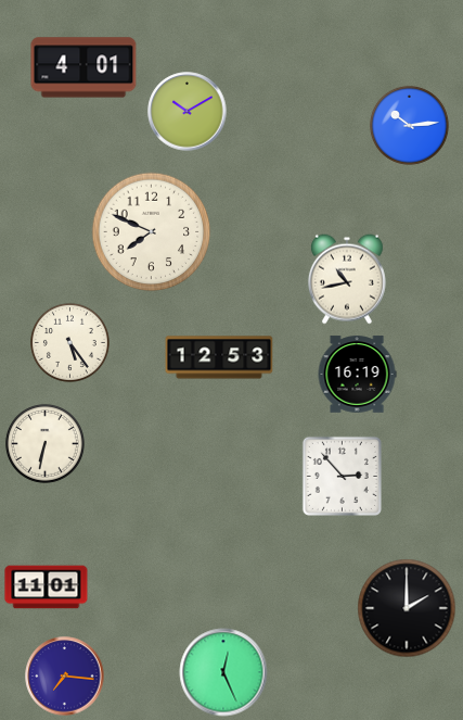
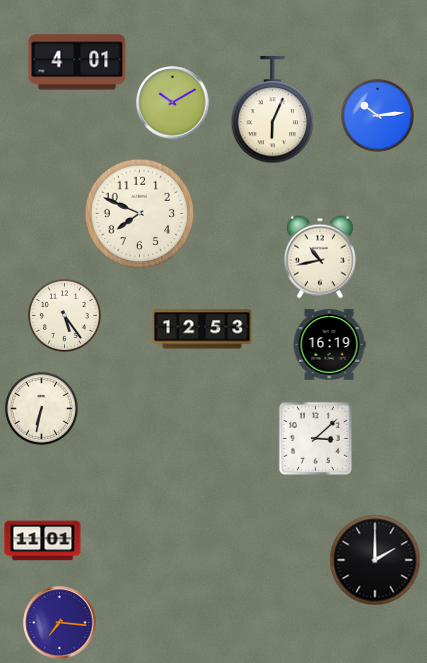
clock at (273, 110): none -> 6:04
clock at (342, 476): 2:53 -> 3:08
clock at (223, 672): 12:26 -> none
